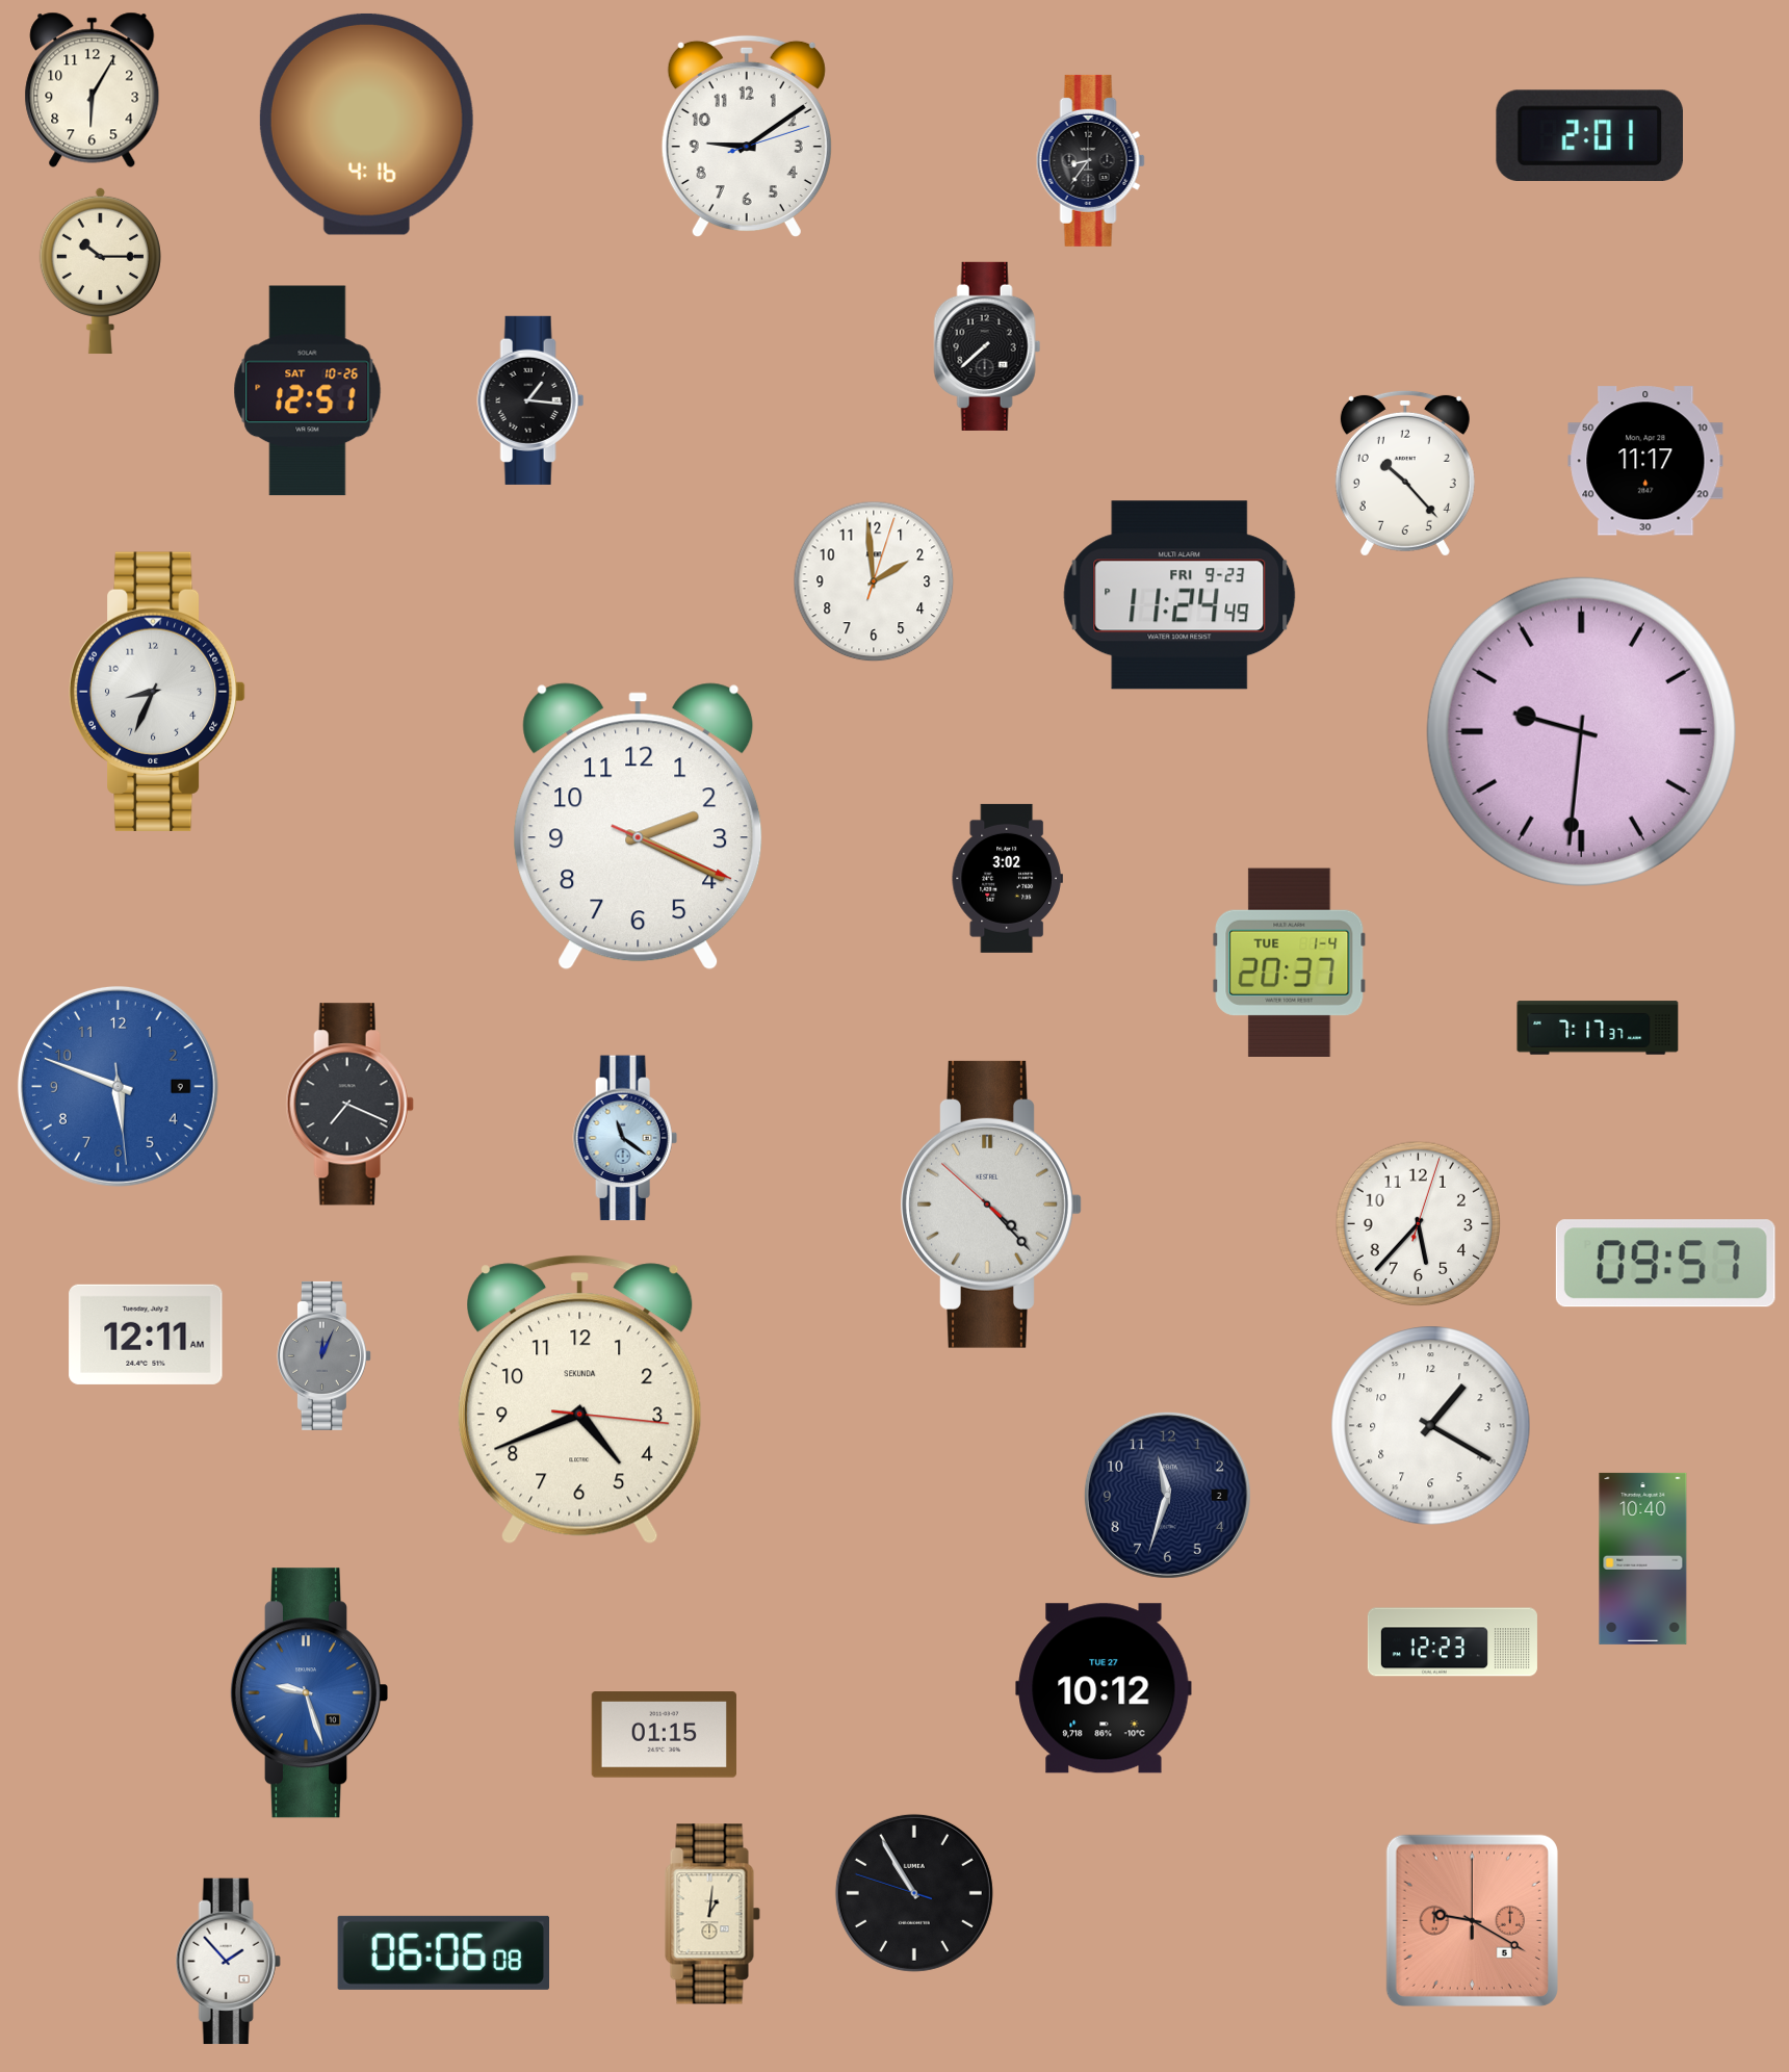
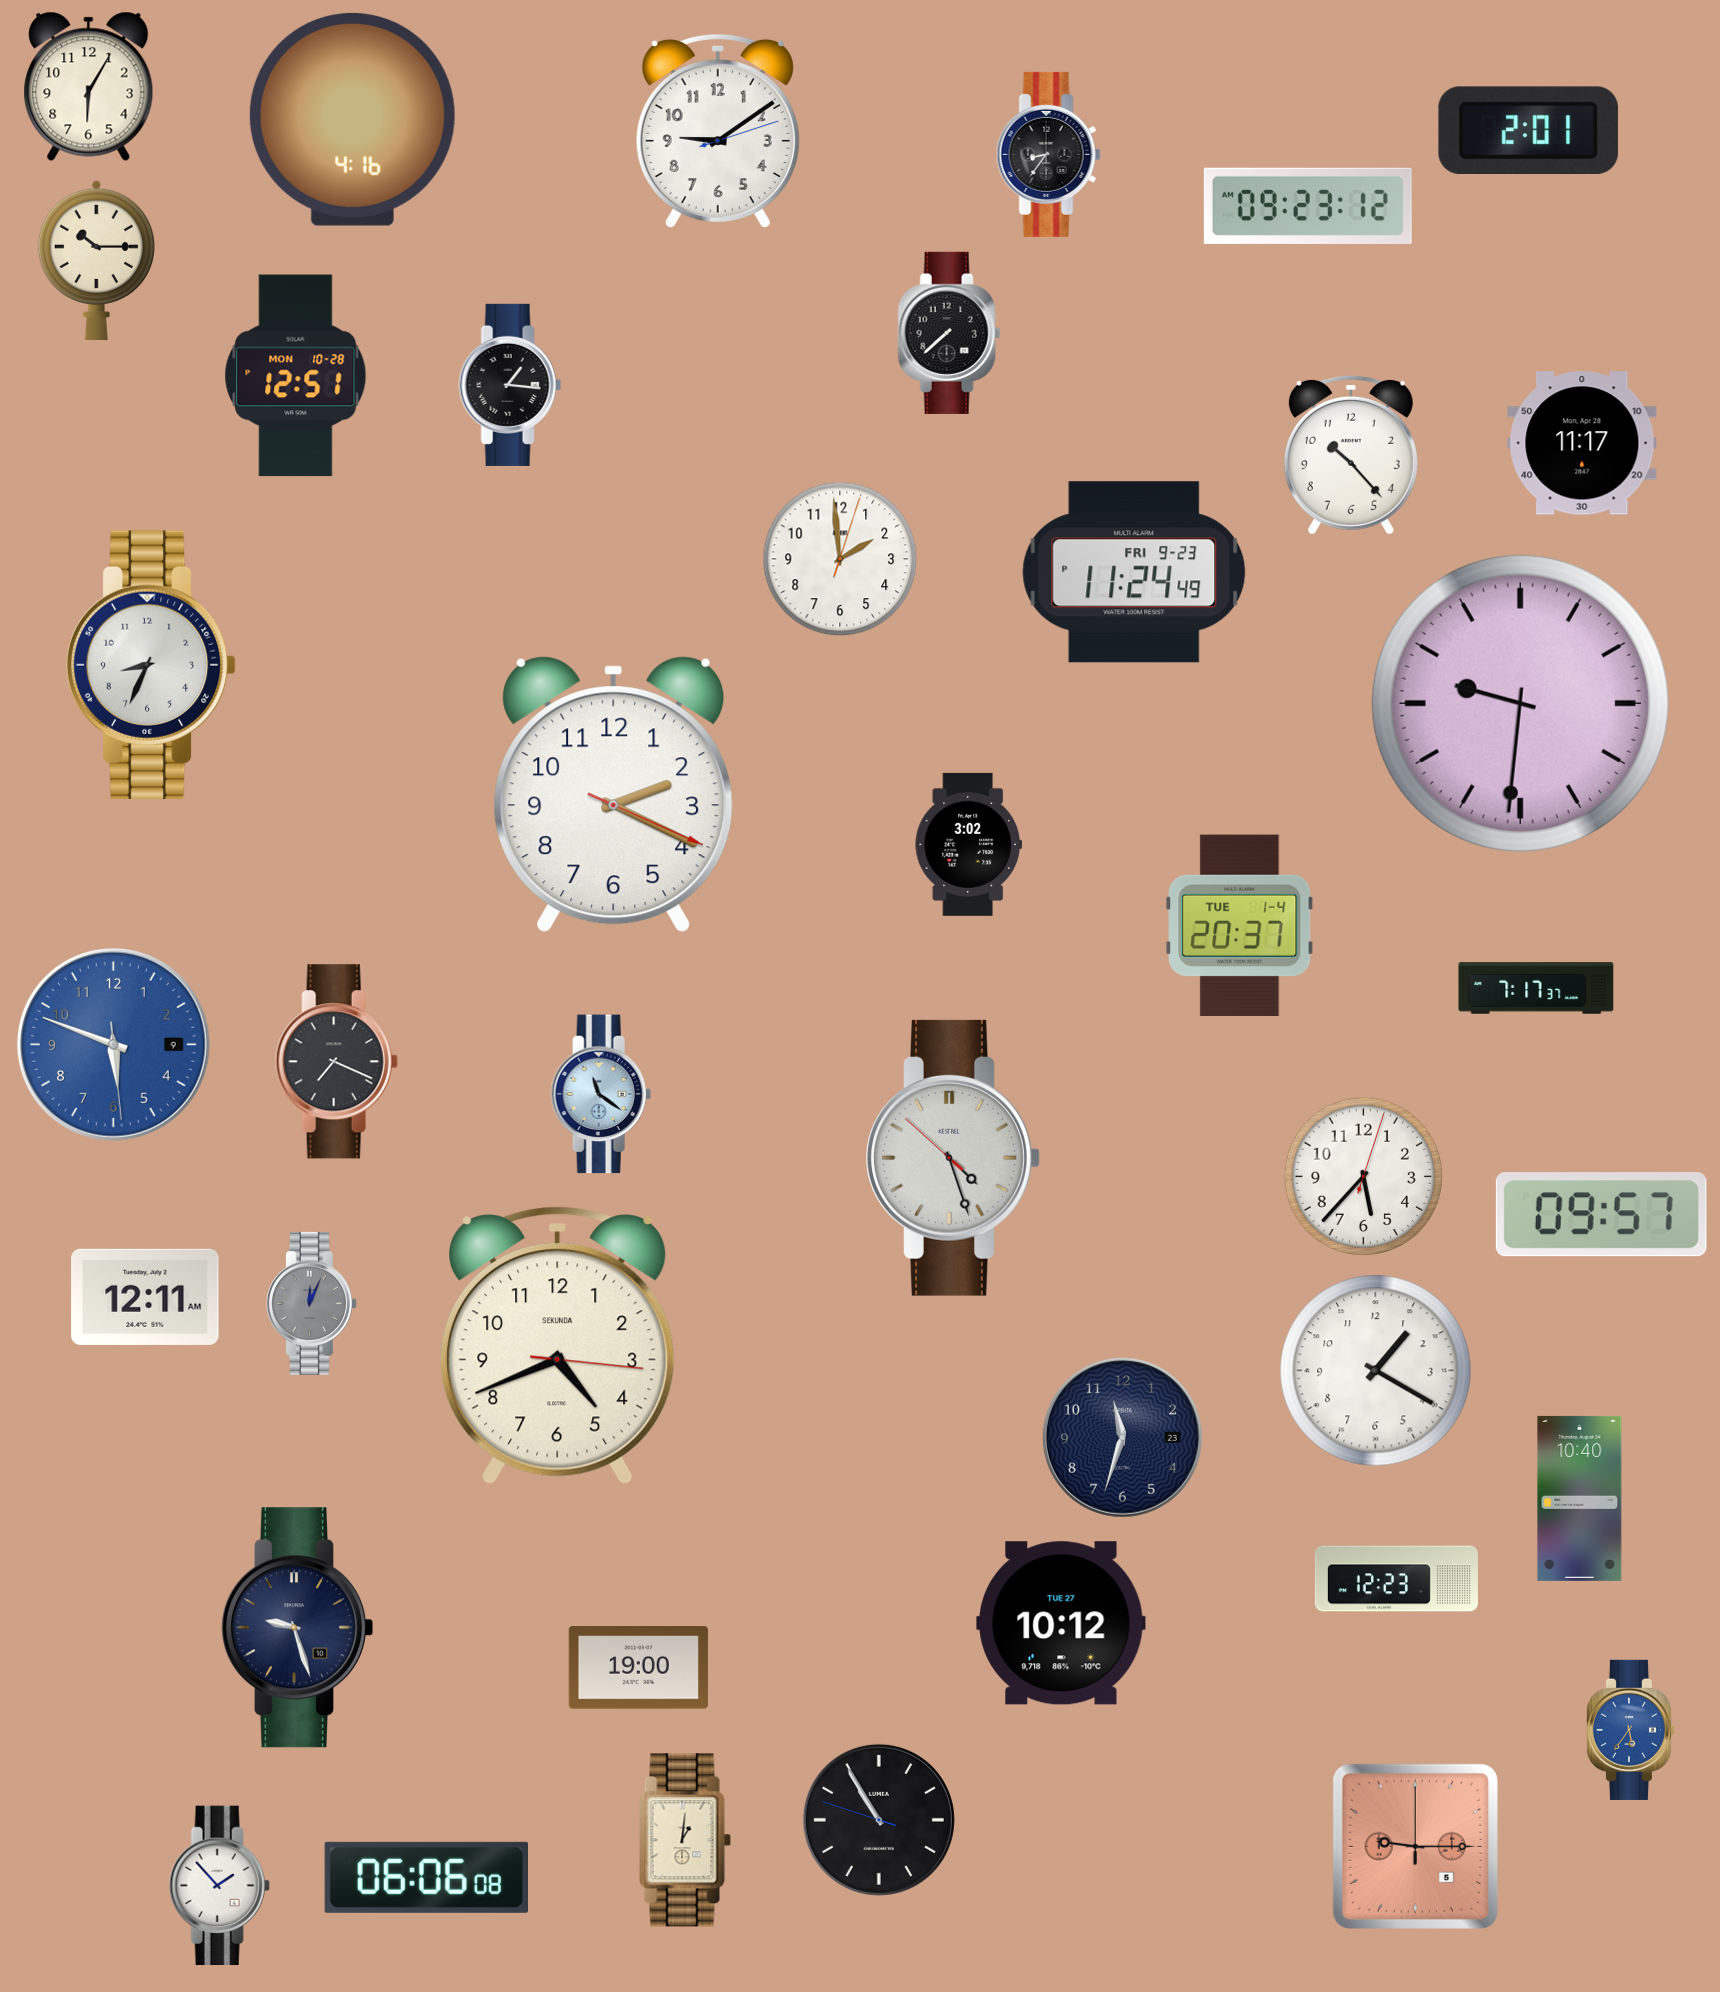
clock at (1308, 206): none -> 09:23
clock at (308, 391) date: SAT 10-26 -> MON 10-28
clock at (991, 1205): 4:22 -> 4:26
clock at (146, 1335) position: (146, 1335) -> (145, 1297)
clock at (1167, 1495) date: 2 -> 23
clock at (308, 1693) dial: blue -> navy
clock at (664, 1735): 01:15 -> 19:00
clock at (1630, 1730): none -> 5:36
clock at (1472, 1920): 9:20 -> 9:15
